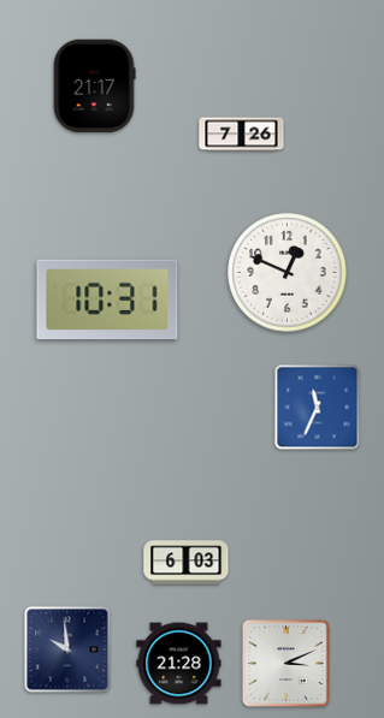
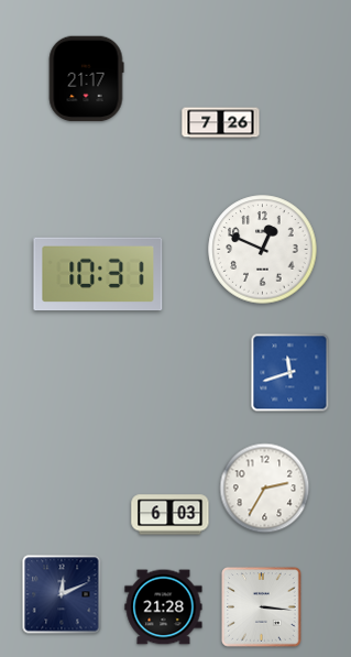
clock at (318, 408): 11:34 -> 11:42
clock at (265, 489): none -> 2:35
clock at (67, 649): 9:59 -> 12:11
clock at (286, 664): 3:11 -> 3:16
